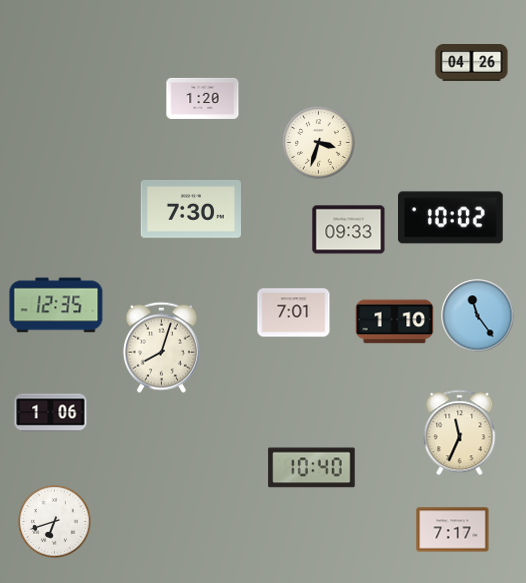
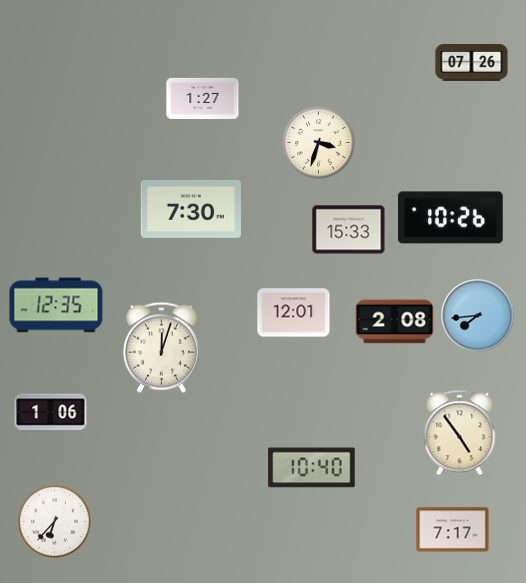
clock at (472, 63): 04:26 -> 07:26
clock at (203, 98): 1:20 -> 1:27
clock at (451, 218): 10:02 -> 10:26
clock at (349, 230): 09:33 -> 15:33
clock at (294, 313): 7:01 -> 12:01
clock at (478, 316): 11:24 -> 7:44
clock at (395, 322): 1:10 -> 2:08
clock at (161, 347): 8:03 -> 12:03
clock at (460, 433): 11:34 -> 4:54
clock at (55, 522): 6:42 -> 6:37
